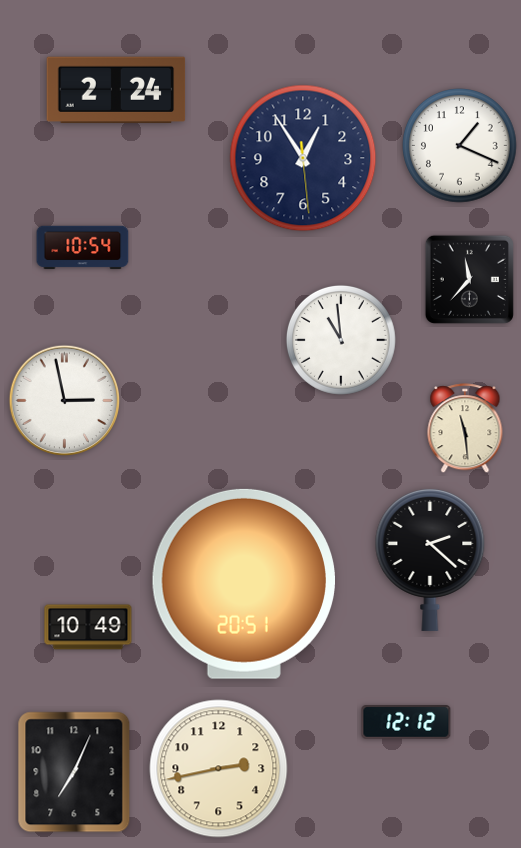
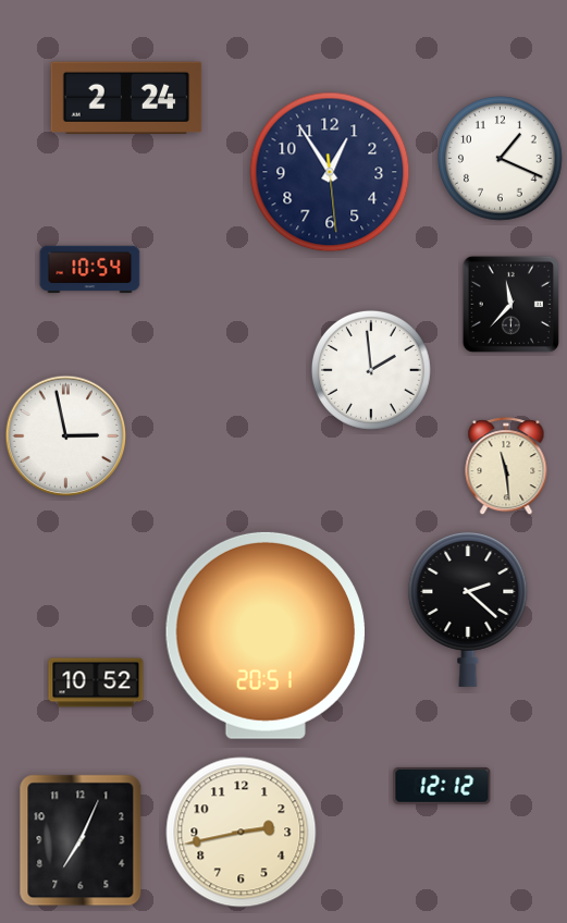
clock at (341, 340): 10:59 -> 1:59
clock at (65, 401) position: (65, 401) -> (66, 436)
clock at (88, 627): 10:49 -> 10:52
clock at (219, 769) position: (219, 769) -> (242, 833)
